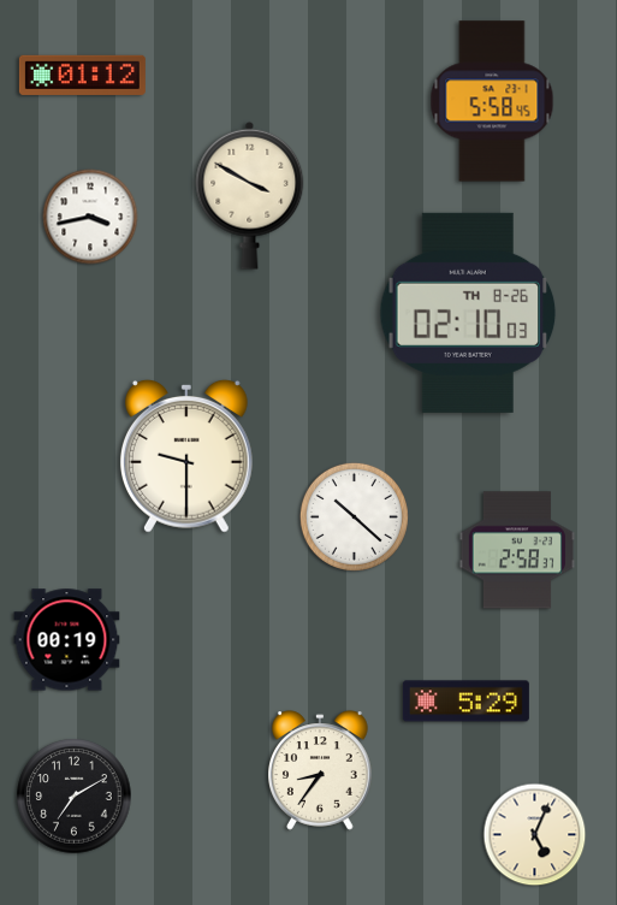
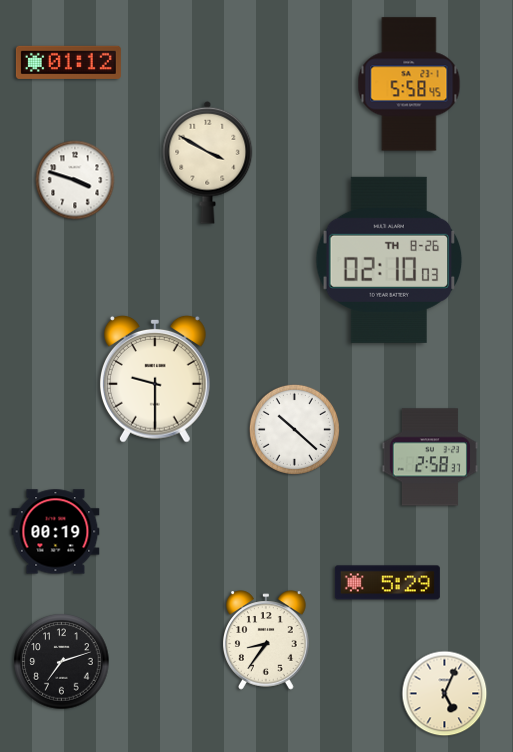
clock at (90, 217): 3:43 -> 3:48
clock at (75, 797): 7:10 -> 7:12
